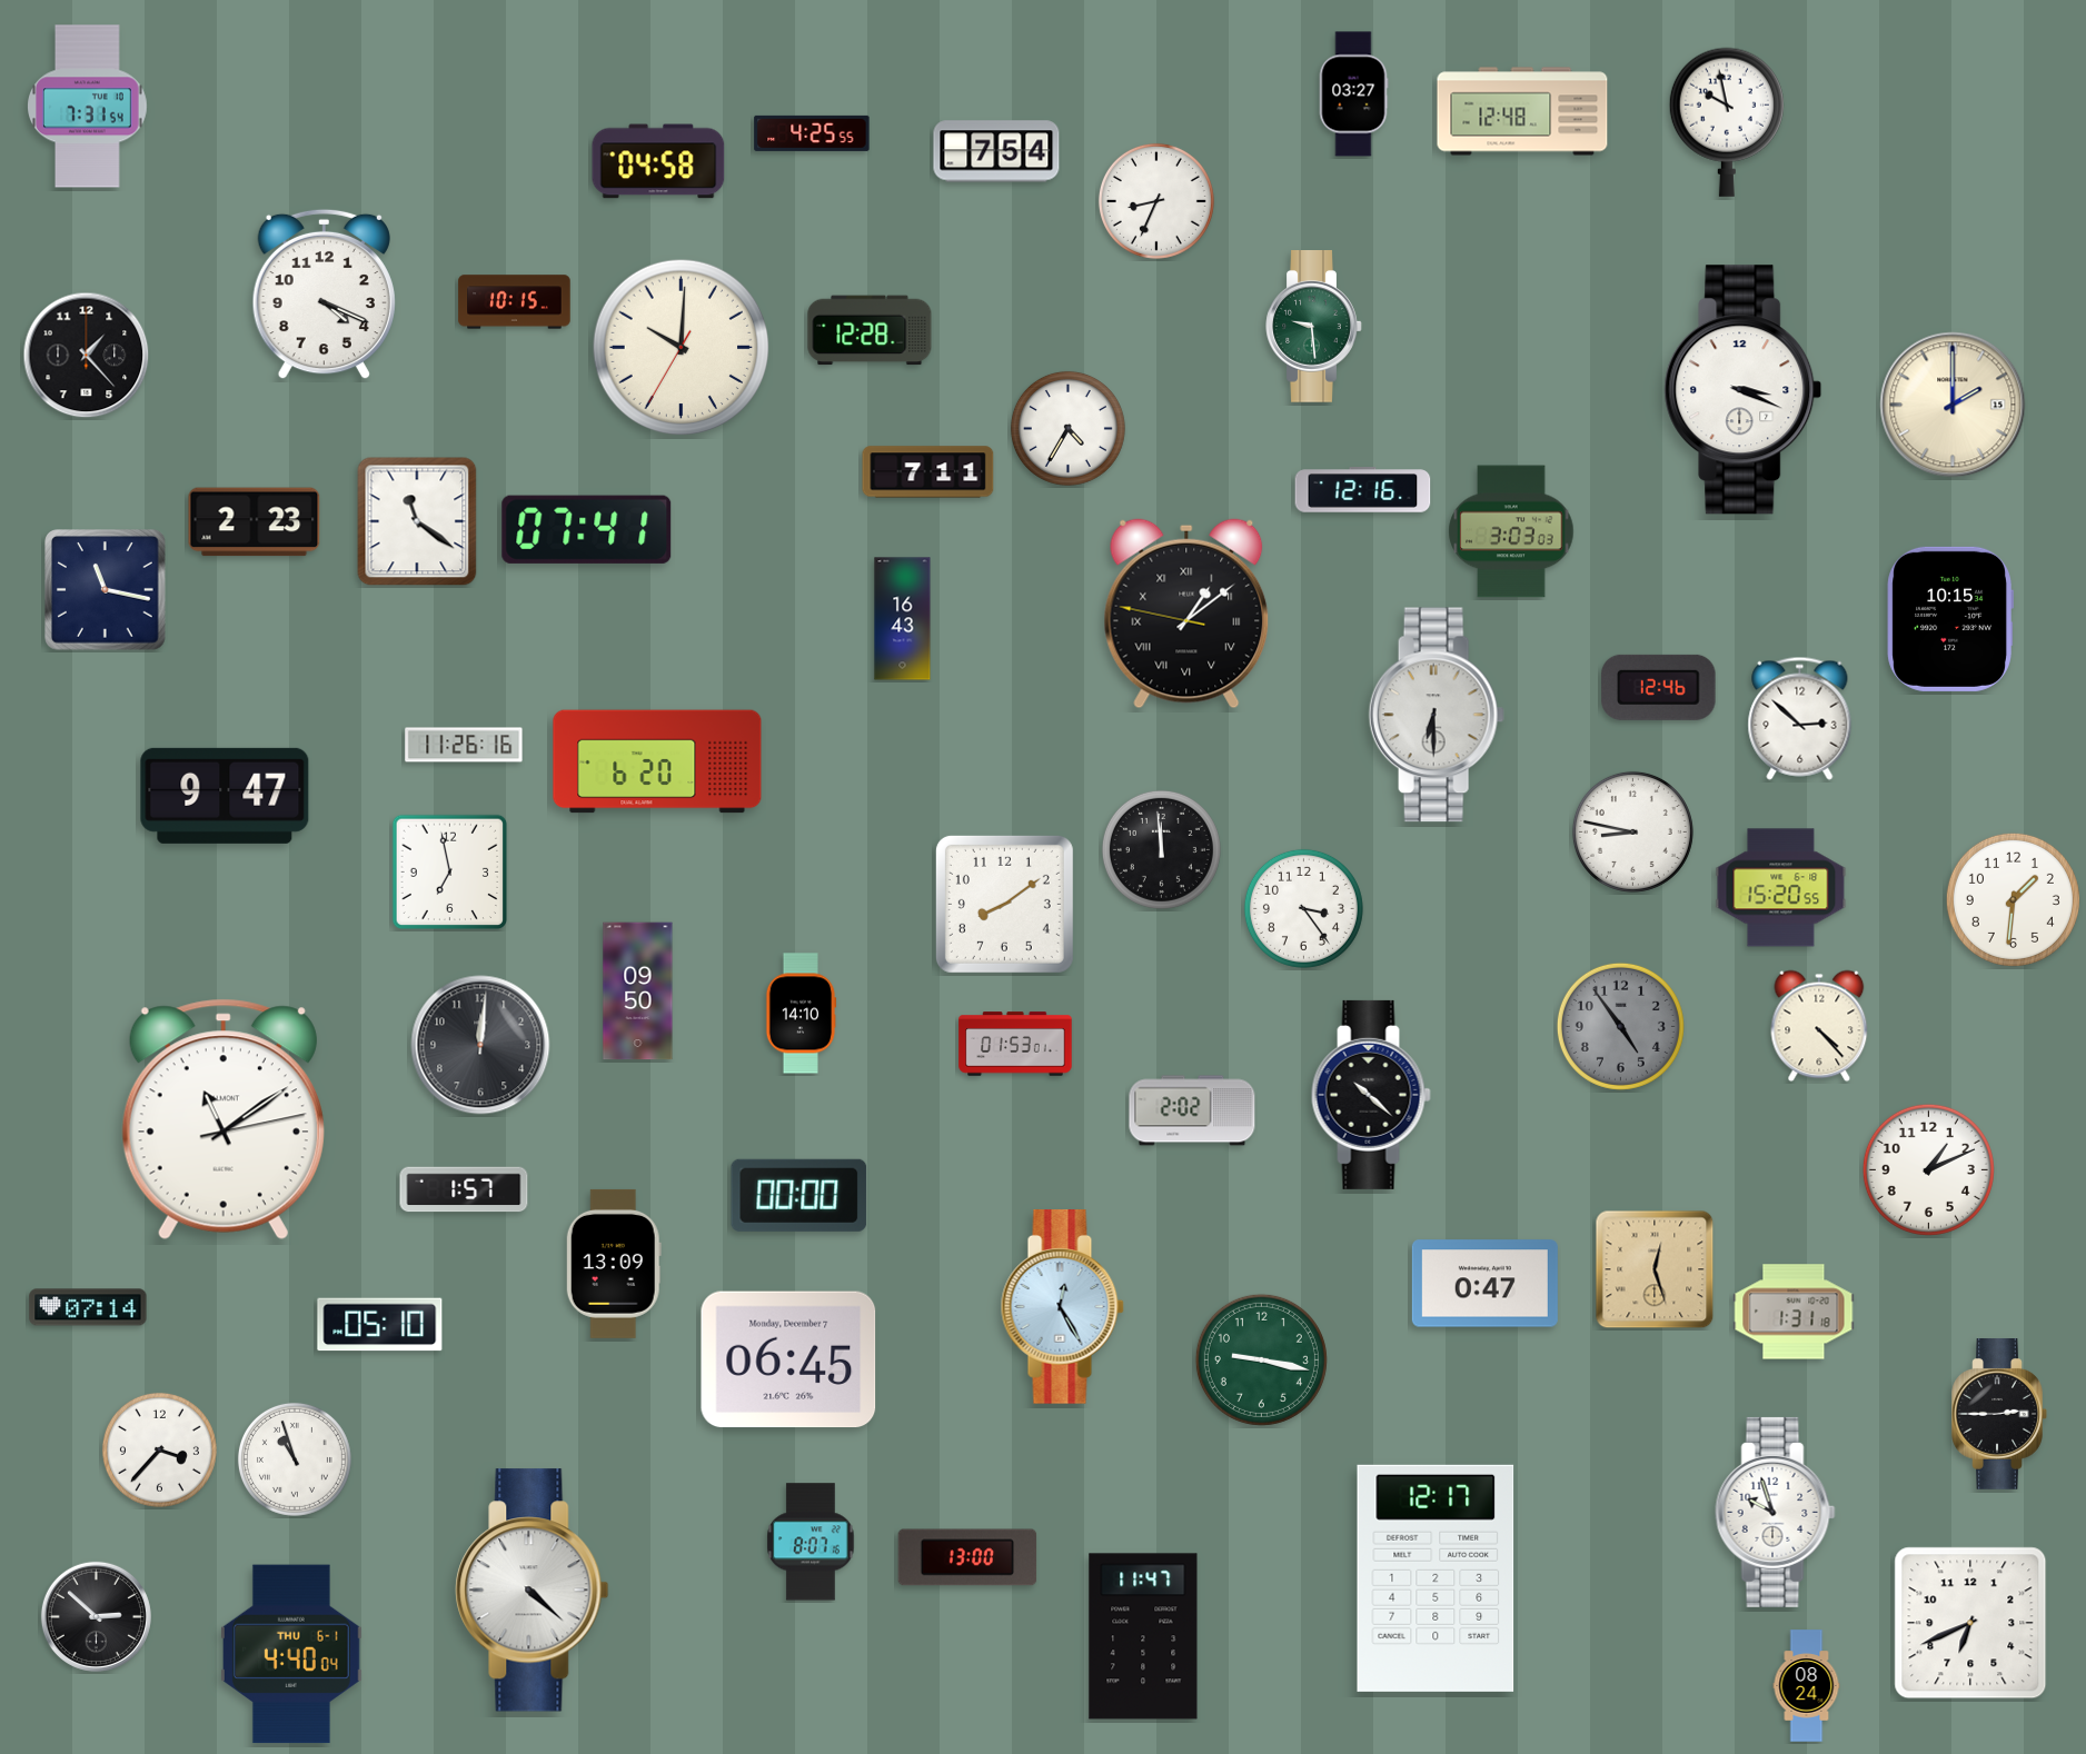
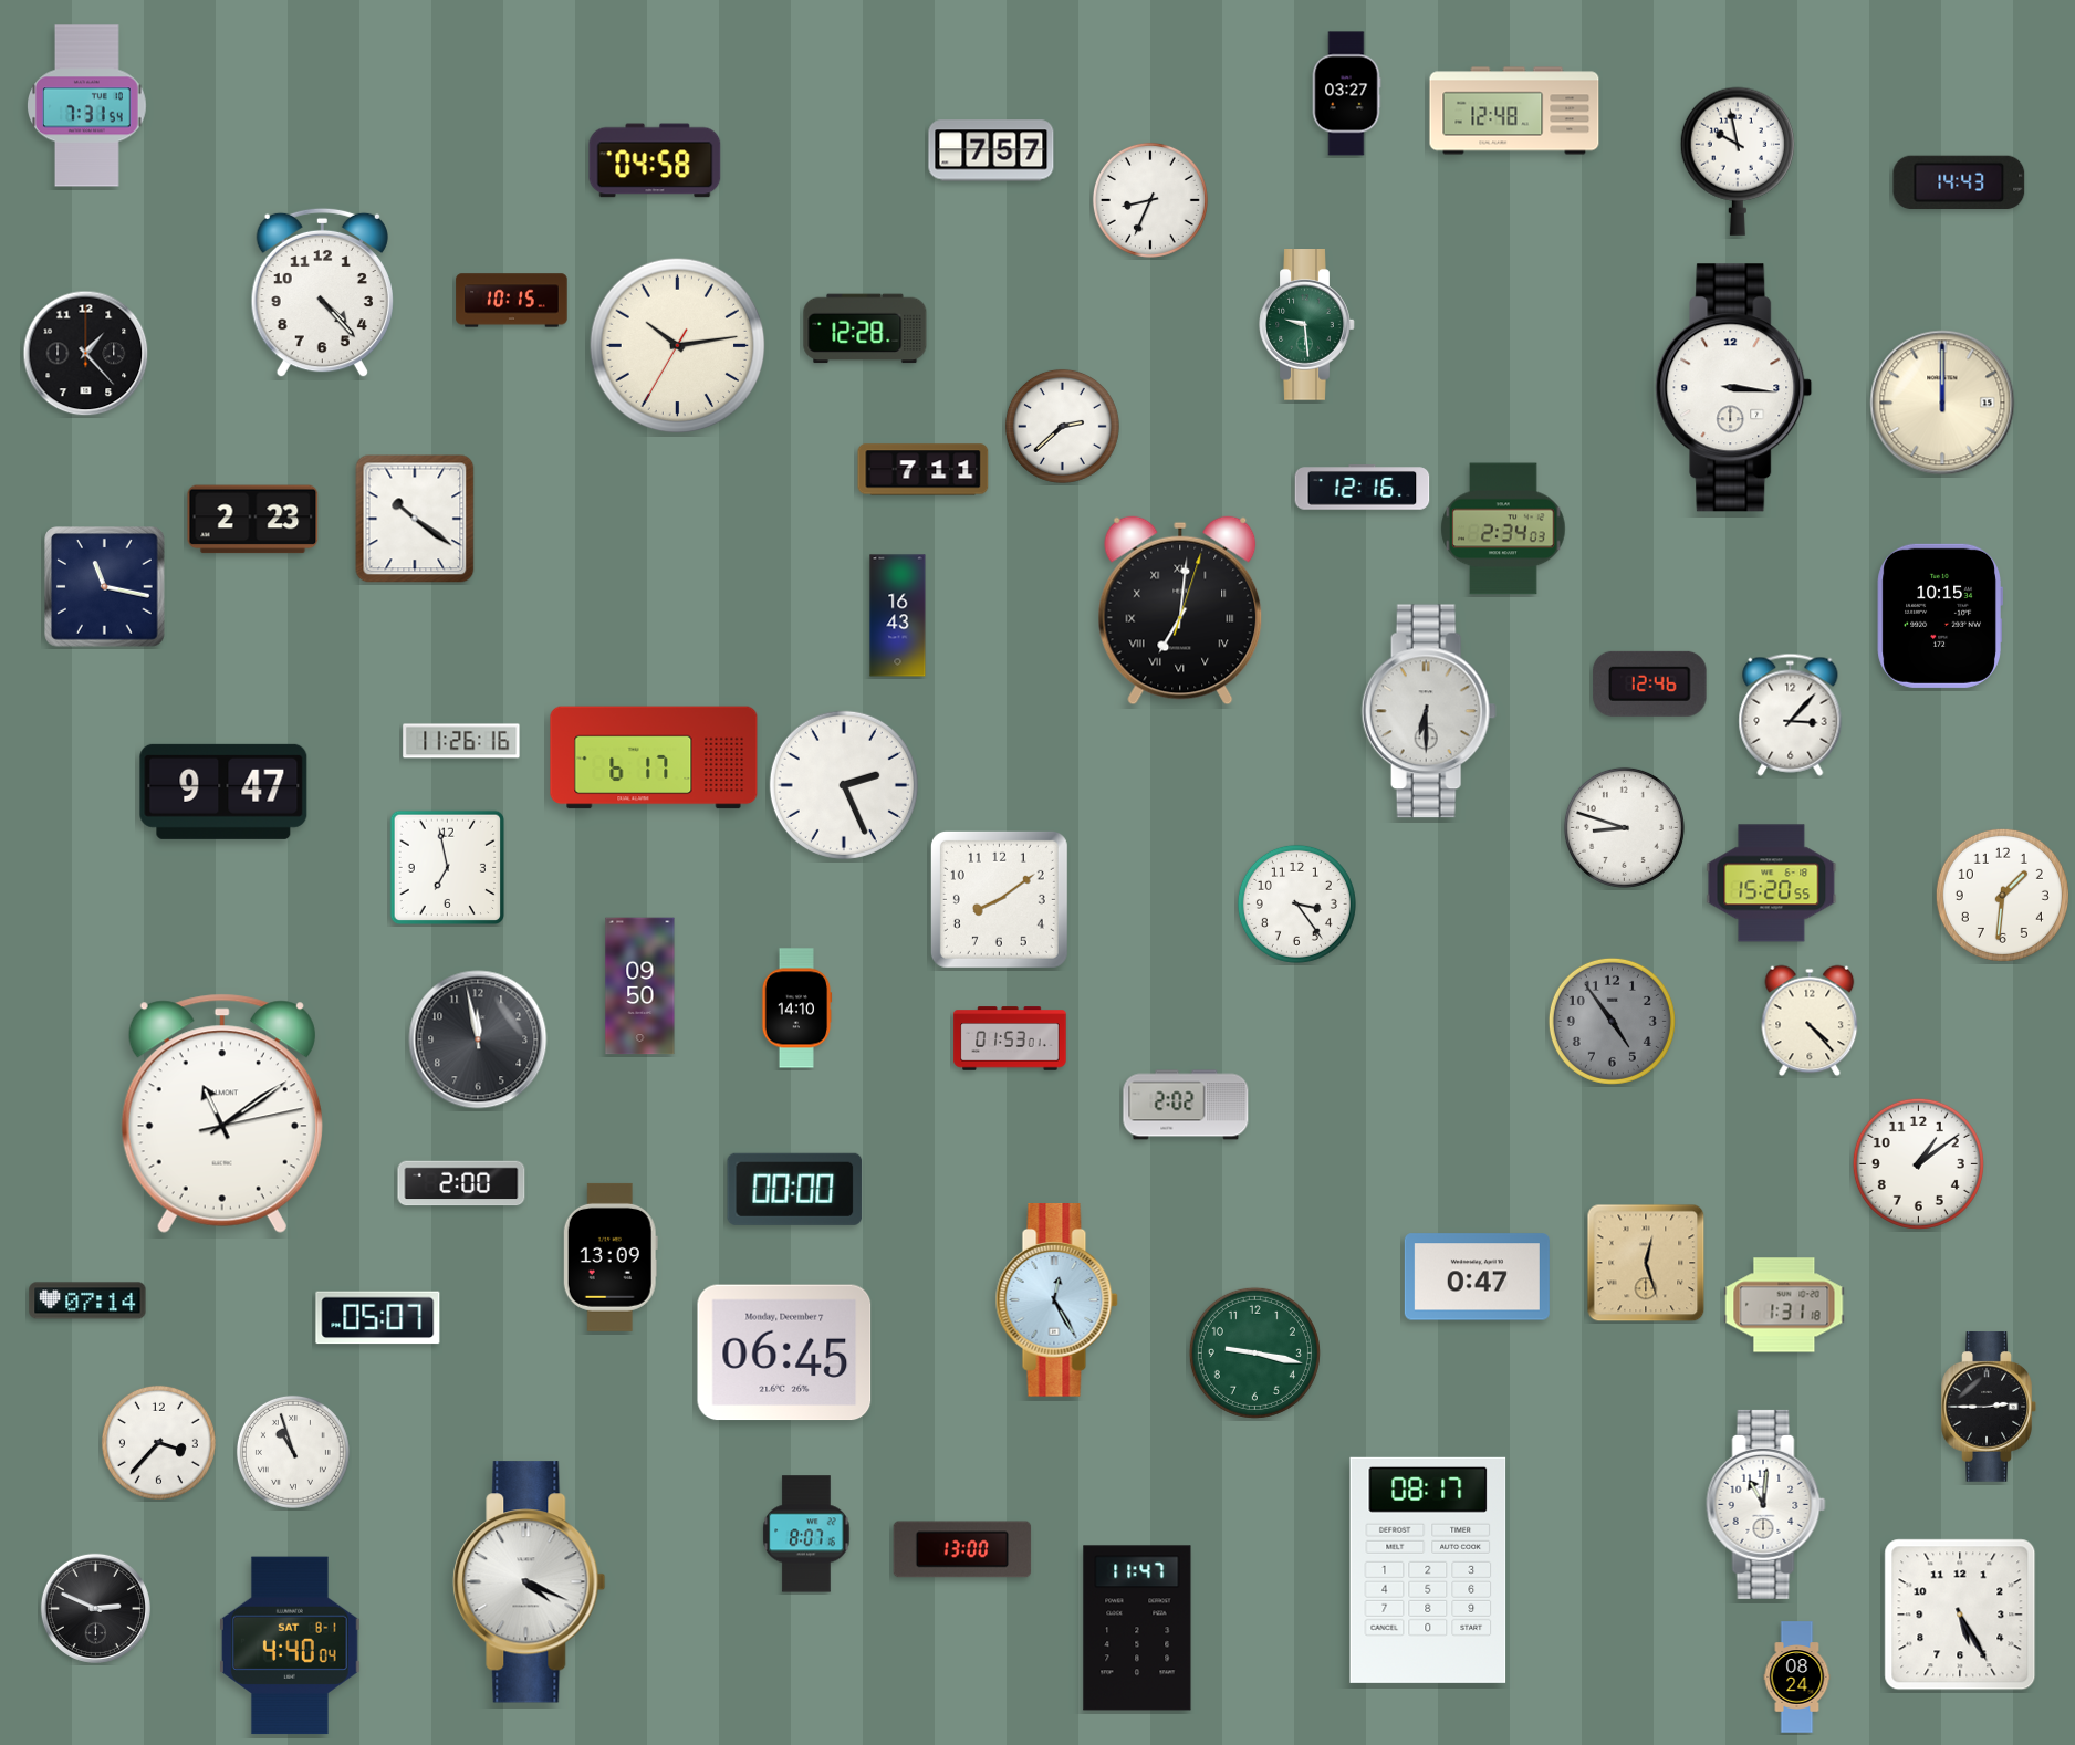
clock at (1727, 122) position: (1727, 122) -> (1738, 161)
clock at (812, 133): 4:25 -> none
clock at (996, 151): 7:54 -> 7:57
clock at (1959, 182): none -> 14:43
clock at (324, 295): 4:19 -> 4:23
clock at (682, 348): 10:00 -> 10:13
clock at (1744, 390): 3:19 -> 3:16
clock at (1953, 405): 2:00 -> 12:00
clock at (1067, 428): 4:35 -> 2:38
clock at (1363, 490) position: (1363, 490) -> (1363, 488)
clock at (417, 521): 11:21 -> 10:21
clock at (587, 529): 07:41 -> none
clock at (1511, 531): 3:03 -> 2:34
clock at (1186, 614): 1:08 -> 7:01
clock at (1800, 718): 2:52 -> 3:07
clock at (657, 761): 6:20 -> 6:17
clock at (844, 785): none -> 2:26
clock at (1632, 831): 8:47 -> 8:48
clock at (1161, 849): 11:59 -> none
clock at (638, 991) position: (638, 991) -> (640, 986)
clock at (480, 1045): 12:01 -> 11:58
clock at (1371, 1095): 10:22 -> none
clock at (1928, 1169): 1:11 -> 1:09
clock at (464, 1189): 1:57 -> 2:00
clock at (380, 1325): 05:10 -> 05:07
clock at (1776, 1512): 9:57 -> 11:01
clock at (1436, 1578): 12:17 -> 08:17
clock at (533, 1591): 4:22 -> 4:19
clock at (96, 1616): 2:52 -> 2:49
clock at (1970, 1623): 6:41 -> 5:25
clock at (291, 1654) date: THU 6-1 -> SAT 8-1
